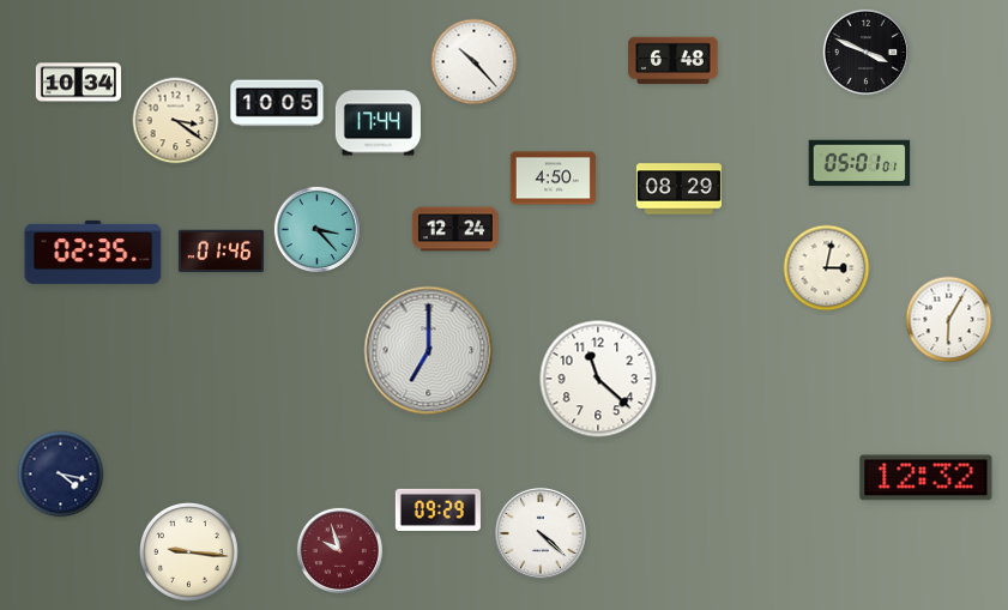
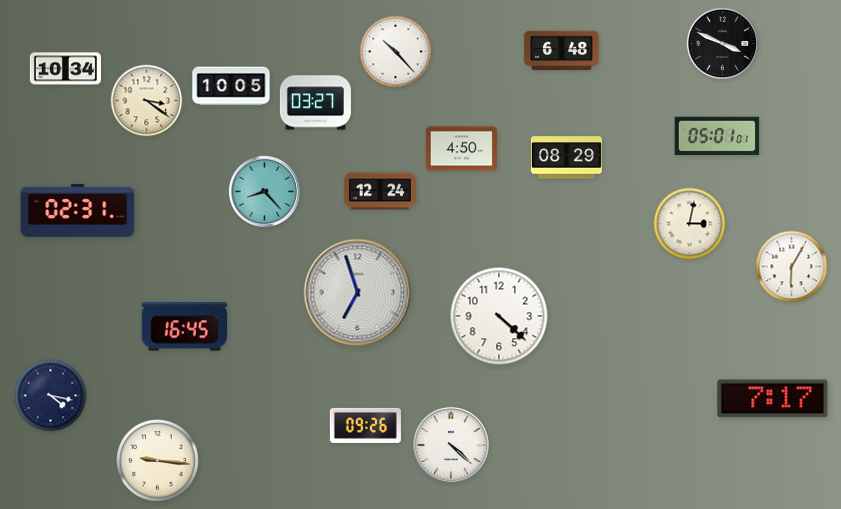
clock at (378, 123): 17:44 -> 03:27
clock at (316, 229): 3:23 -> 8:23
clock at (93, 252): 02:35 -> 02:31
clock at (221, 252): 01:46 -> none
clock at (429, 351): 7:00 -> 6:57
clock at (598, 379): 11:22 -> 4:22
clock at (185, 327): none -> 16:45
clock at (926, 478): 12:32 -> 7:17
clock at (437, 509): 09:29 -> 09:26
clock at (339, 550): 9:57 -> none
